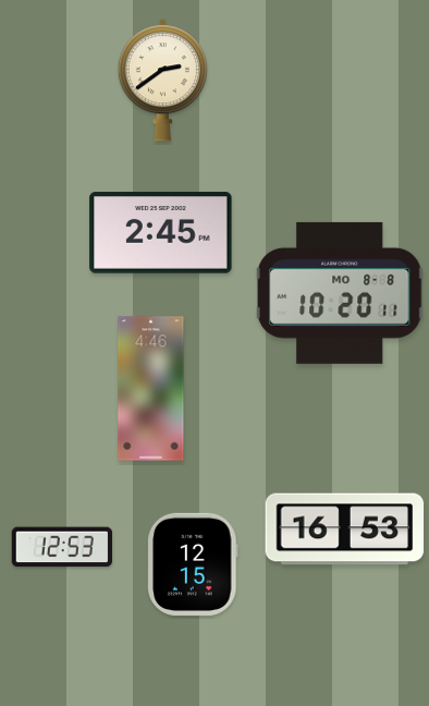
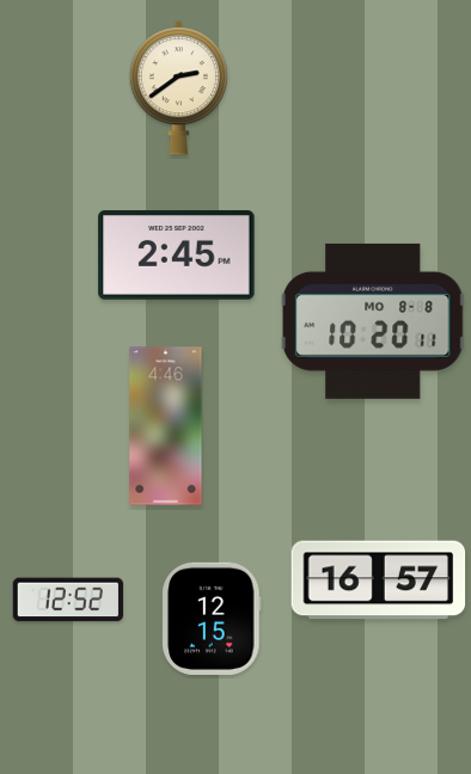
clock at (345, 529): 16:53 -> 16:57
clock at (62, 547): 12:53 -> 12:52
